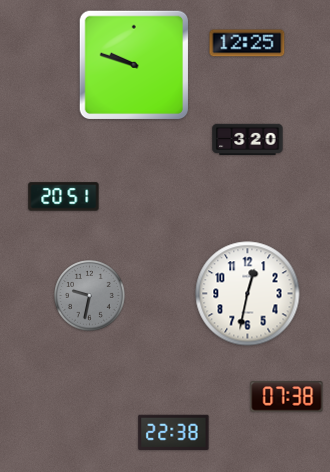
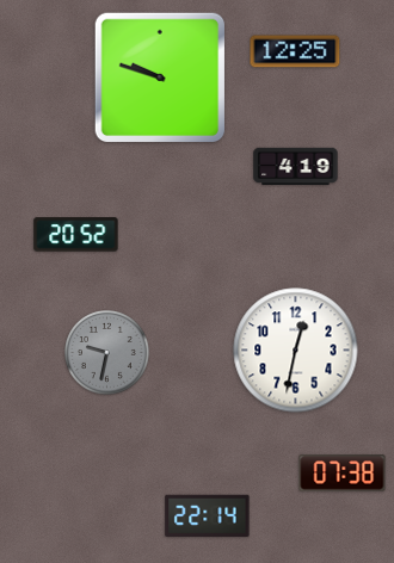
clock at (248, 139): 3:20 -> 4:19
clock at (64, 197): 20:51 -> 20:52
clock at (174, 432): 22:38 -> 22:14
